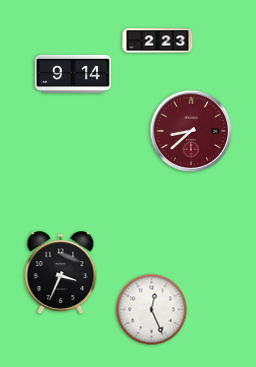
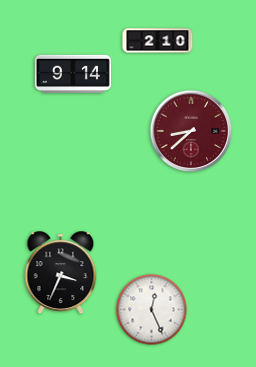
clock at (158, 41): 2:23 -> 2:10
